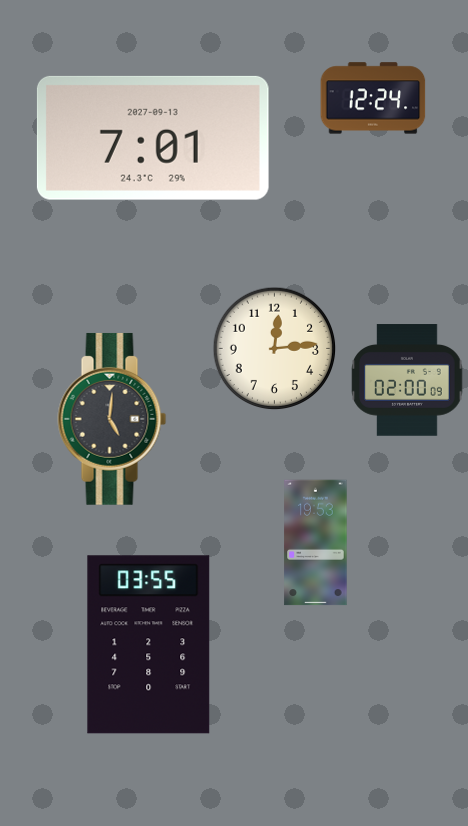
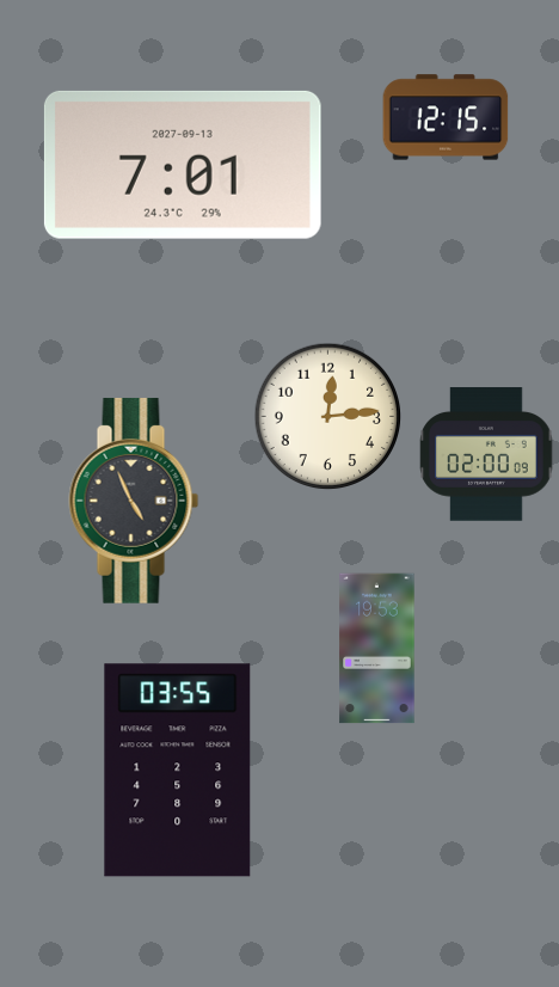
clock at (373, 98): 12:24 -> 12:15
clock at (112, 419): 5:01 -> 4:56
